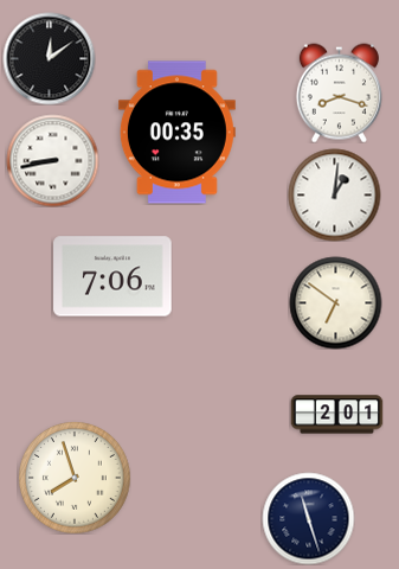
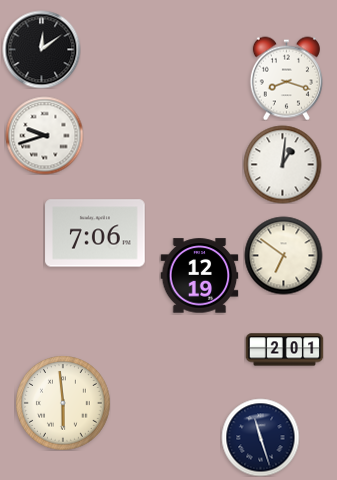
clock at (176, 133): 00:35 -> none
clock at (52, 160): 8:43 -> 9:42
clock at (199, 276): none -> 12:19
clock at (75, 478): 7:57 -> 5:59
